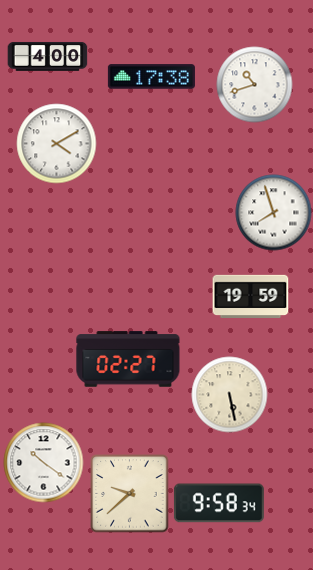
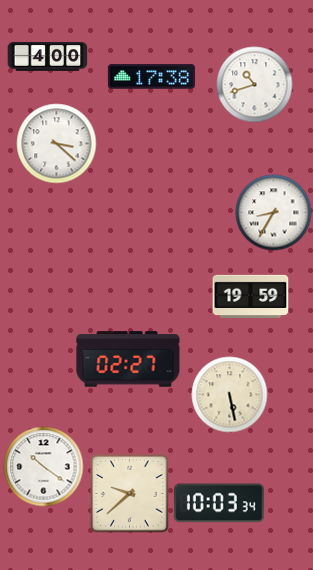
clock at (57, 144): 4:10 -> 3:22
clock at (274, 213): 7:57 -> 8:35
clock at (44, 463) position: (44, 463) -> (44, 467)
clock at (219, 503): 9:58 -> 10:03
